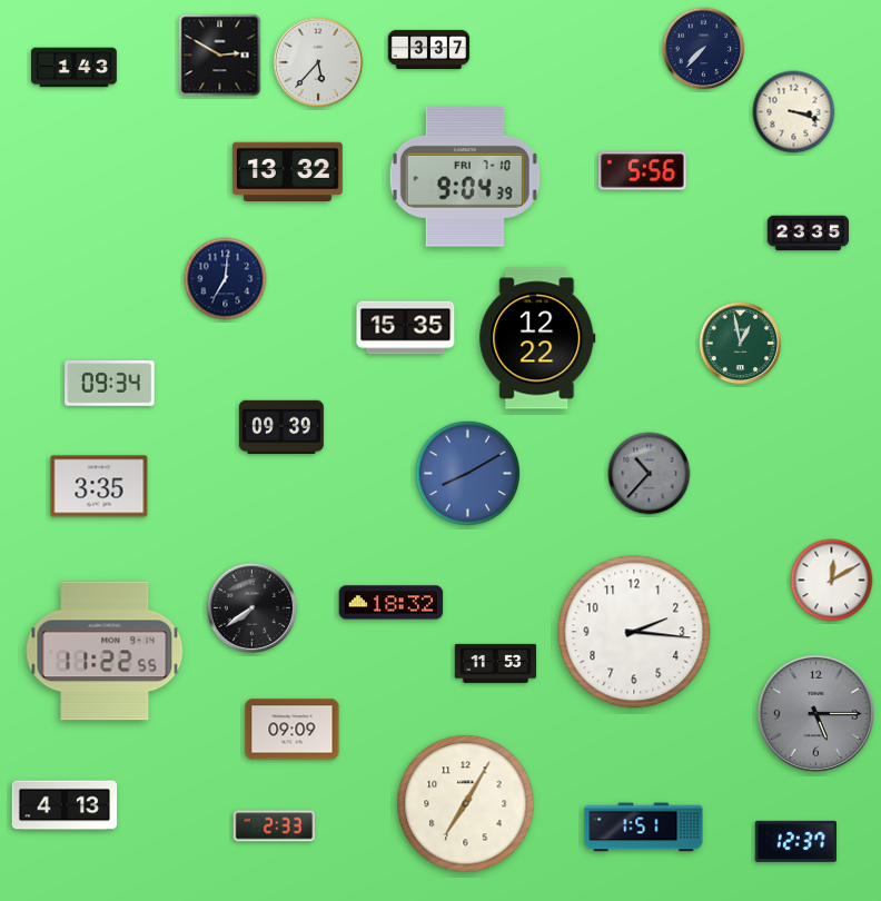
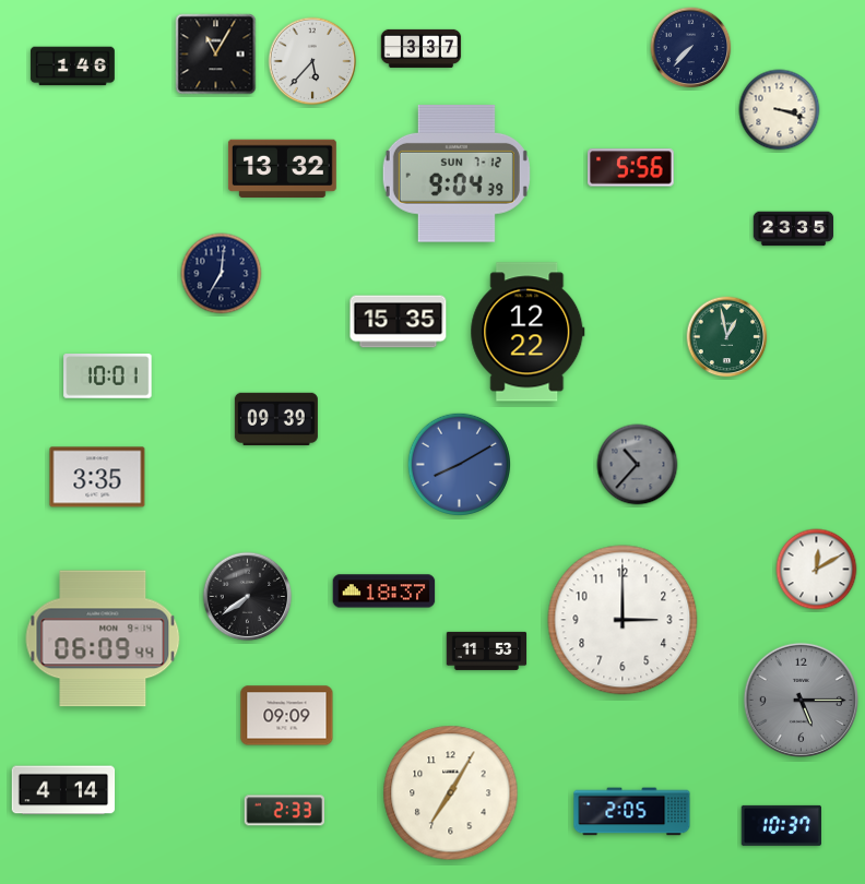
clock at (220, 56): 2:50 -> 11:05
clock at (73, 68): 1:43 -> 1:46
clock at (465, 177) date: FRI 7-10 -> SUN 7-12
clock at (110, 384): 09:34 -> 10:01
clock at (392, 603): 18:32 -> 18:37
clock at (634, 632): 2:16 -> 3:00
clock at (105, 651): 11:22 -> 06:09
clock at (466, 804) position: (466, 804) -> (451, 793)
clock at (65, 805): 4:13 -> 4:14
clock at (274, 826) position: (274, 826) -> (284, 811)
clock at (644, 828): 1:51 -> 2:05
clock at (795, 841): 12:37 -> 10:37
